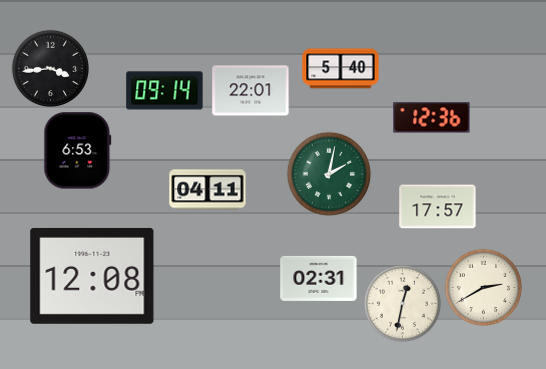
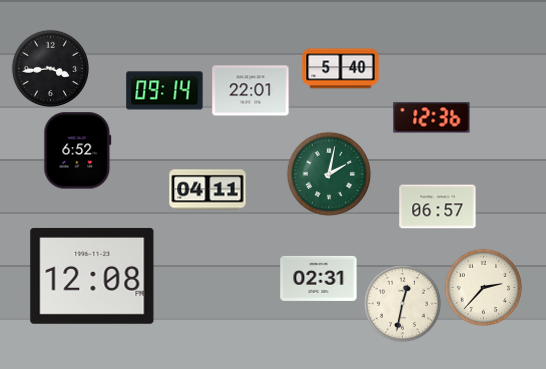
clock at (78, 151): 6:53 -> 6:52
clock at (438, 207): 17:57 -> 06:57
clock at (483, 287): 2:40 -> 2:37
